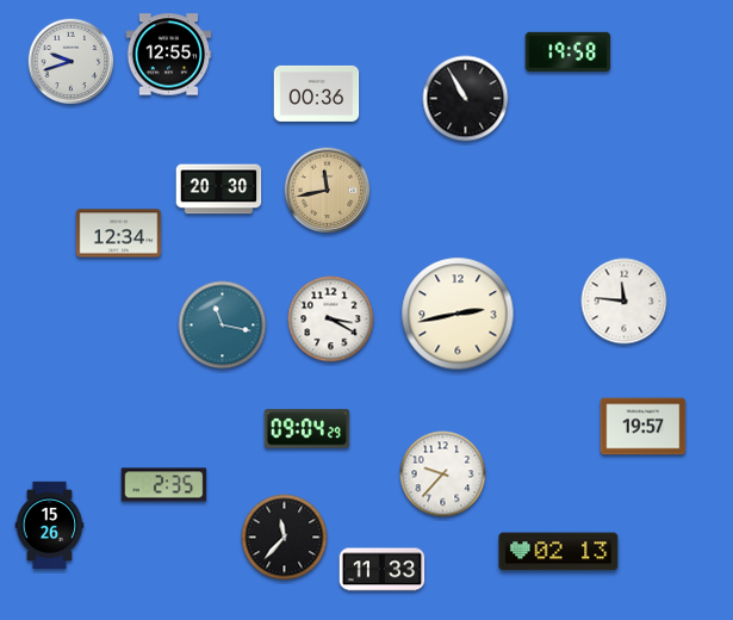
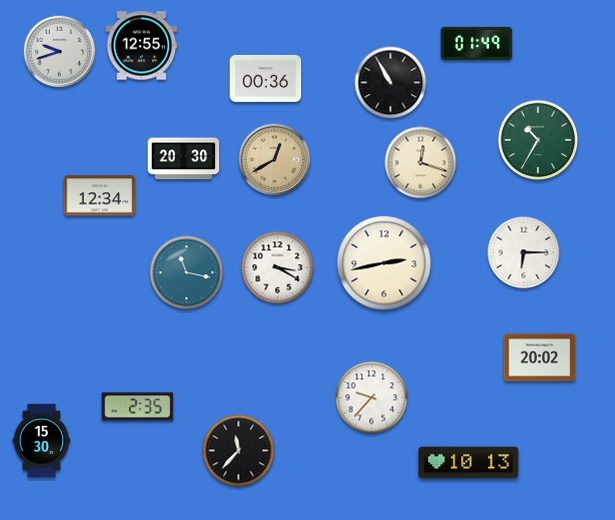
clock at (569, 51): 19:58 -> 01:49
clock at (538, 140): none -> 10:35
clock at (328, 191): 11:43 -> 12:40
clock at (421, 163): none -> 12:18
clock at (625, 302): 11:46 -> 6:15
clock at (644, 427): 19:57 -> 20:02
clock at (308, 429): 09:04 -> none
clock at (50, 525): 15:26 -> 15:30
clock at (559, 552): 02:13 -> 10:13
clock at (383, 570): 11:33 -> none
